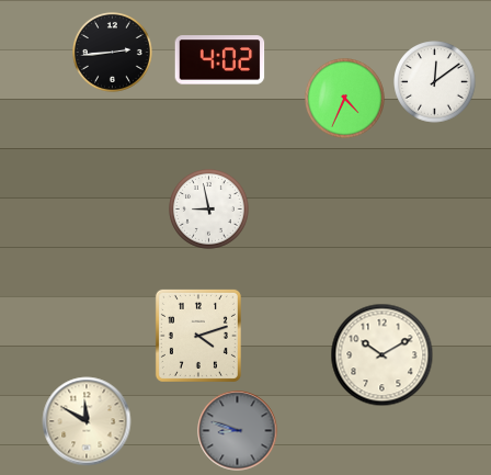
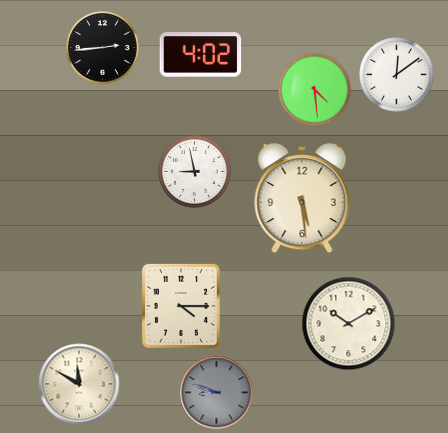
clock at (345, 99): 4:34 -> 4:29
clock at (209, 210) position: (209, 210) -> (195, 172)
clock at (302, 198): none -> 5:29
clock at (198, 336): 4:12 -> 4:15
